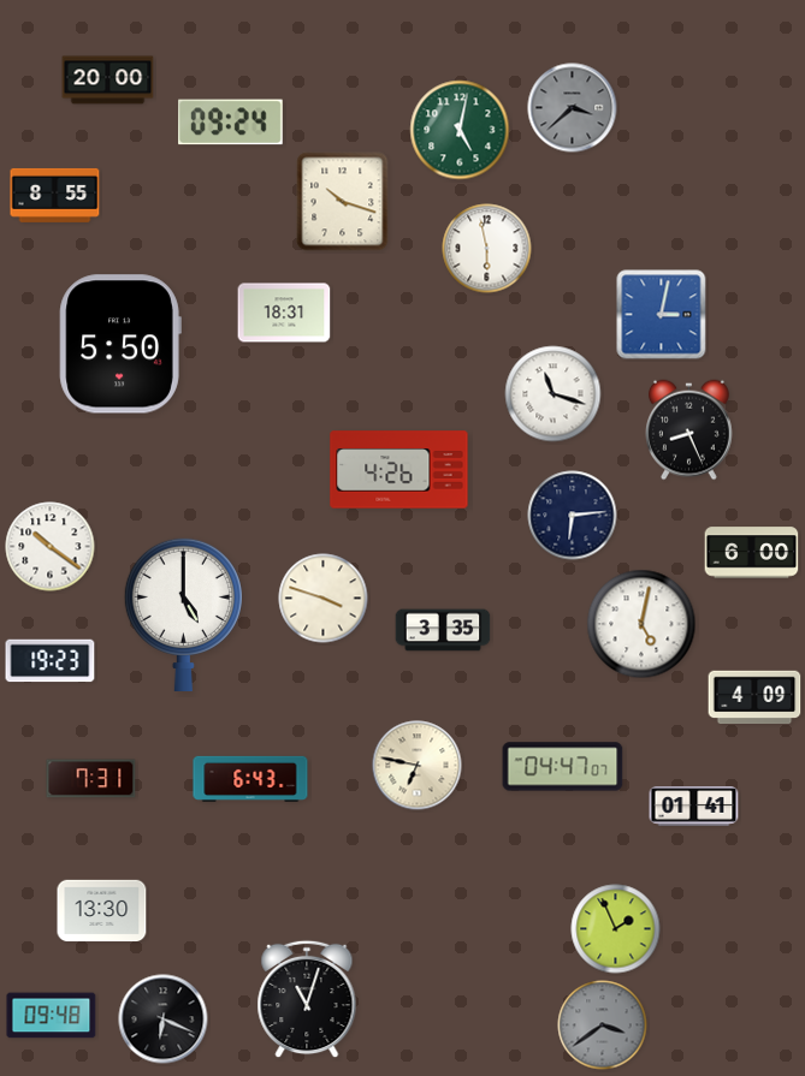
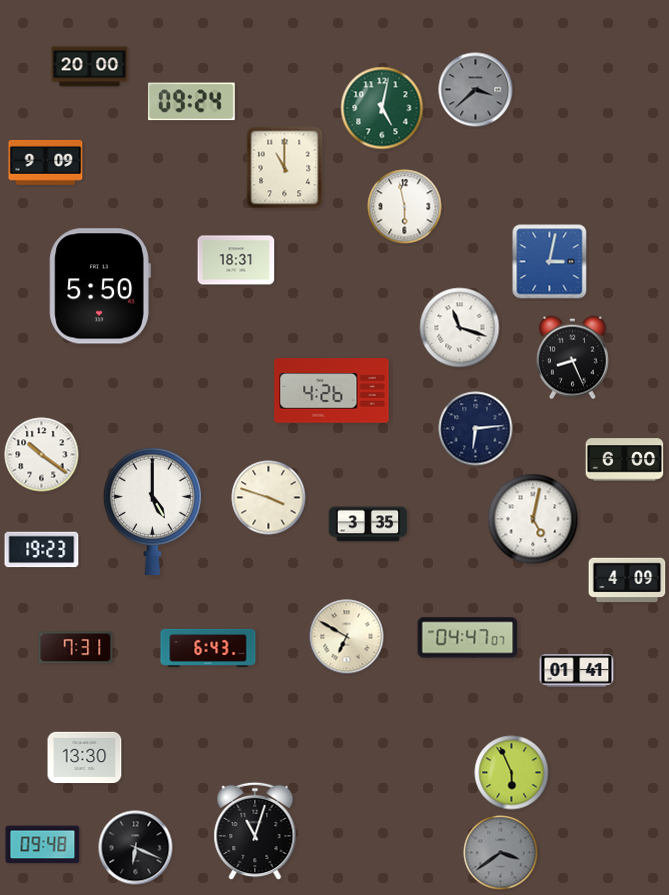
clock at (55, 195): 8:55 -> 9:09
clock at (343, 202): 10:18 -> 11:00
clock at (418, 766): 6:47 -> 6:50
clock at (616, 929): 1:56 -> 5:56
